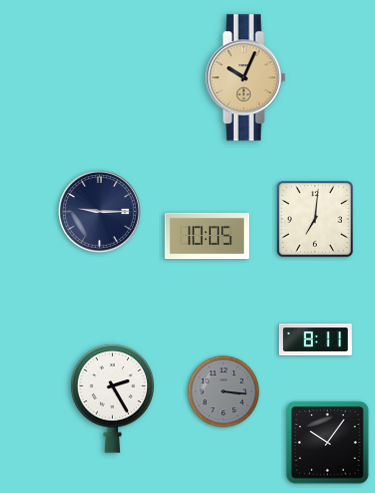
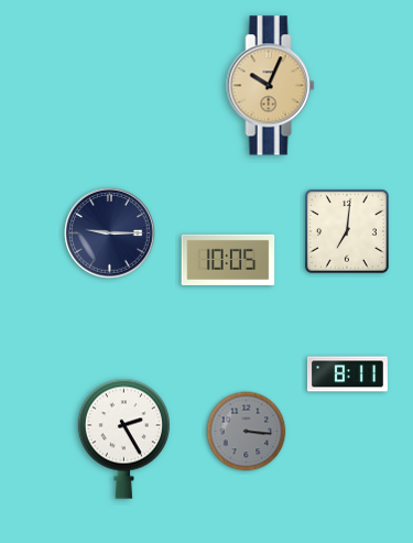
clock at (315, 219) position: (315, 219) -> (347, 231)
clock at (328, 443): 10:06 -> none
